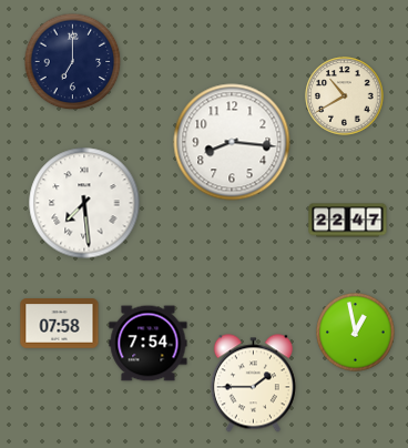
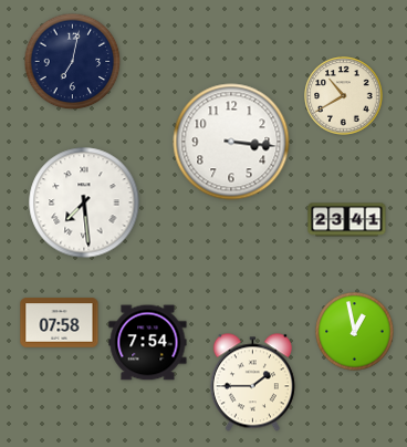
clock at (73, 62): 7:00 -> 7:02
clock at (232, 142): 8:16 -> 3:16
clock at (348, 221): 22:47 -> 23:41
